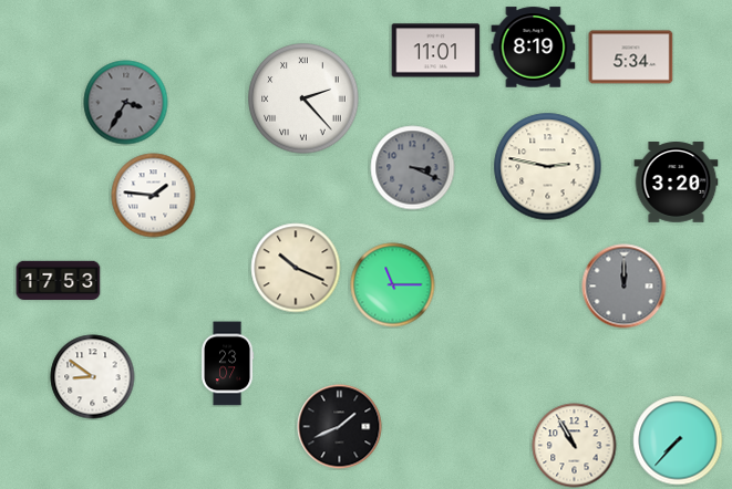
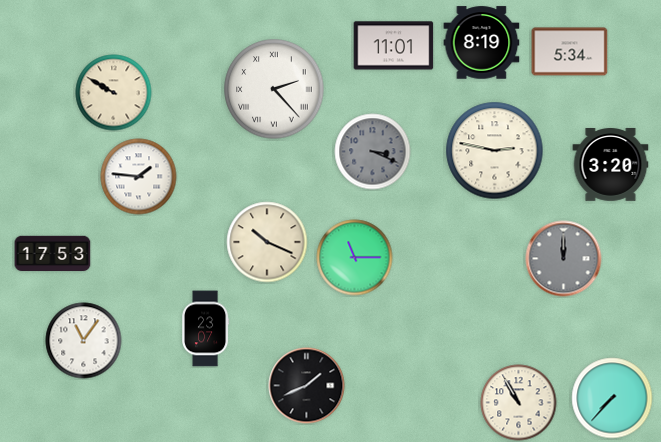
clock at (126, 103): 3:35 -> 9:50
clock at (126, 103) dial: grey -> cream
clock at (93, 377): 8:51 -> 11:06
